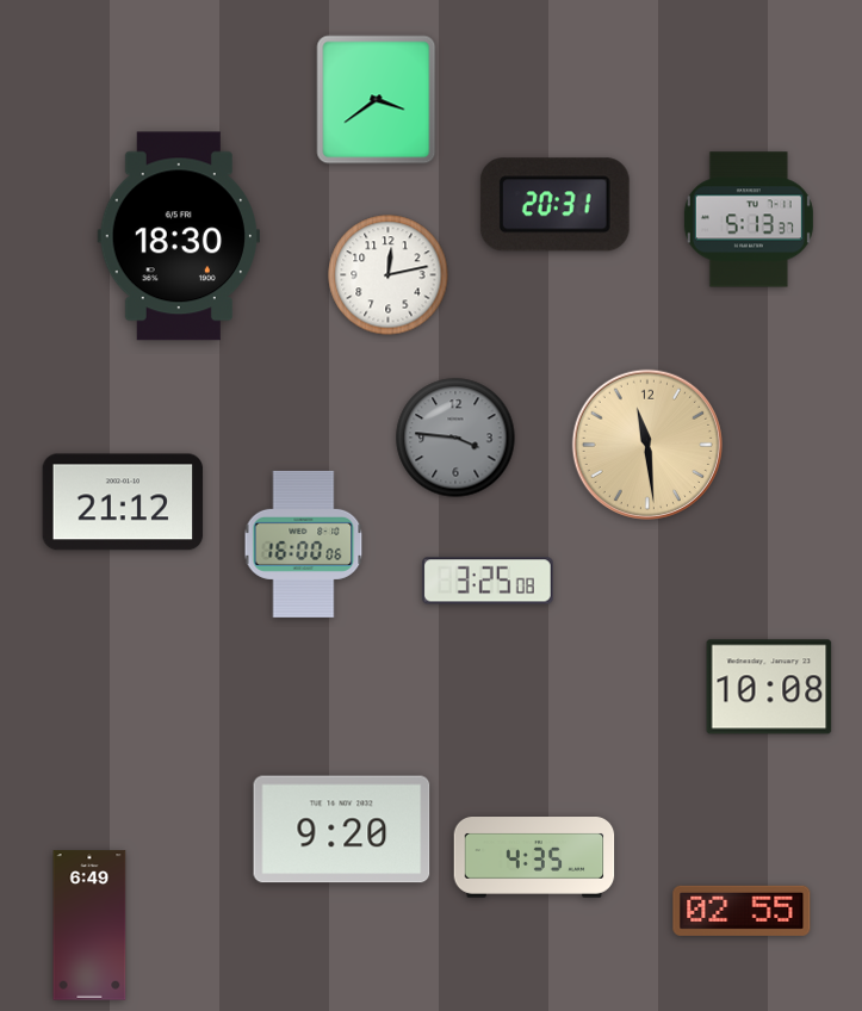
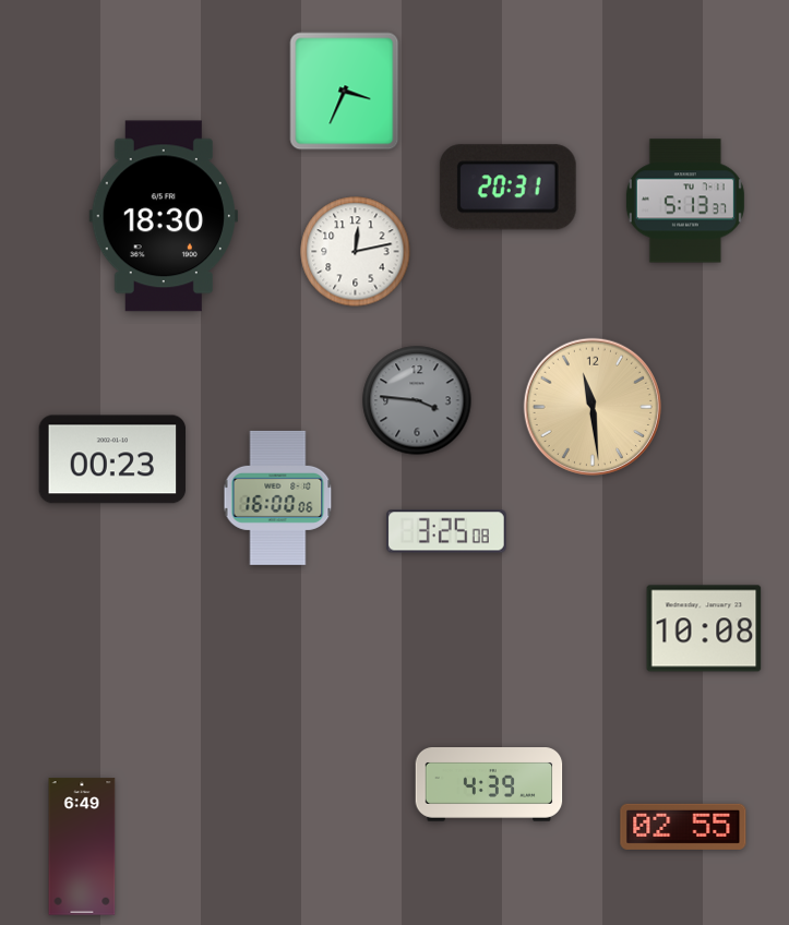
clock at (377, 100): 3:39 -> 3:34
clock at (123, 502): 21:12 -> 00:23
clock at (342, 830): 9:20 -> none
clock at (534, 858): 4:35 -> 4:39
clock at (742, 911) position: (742, 911) -> (683, 827)
